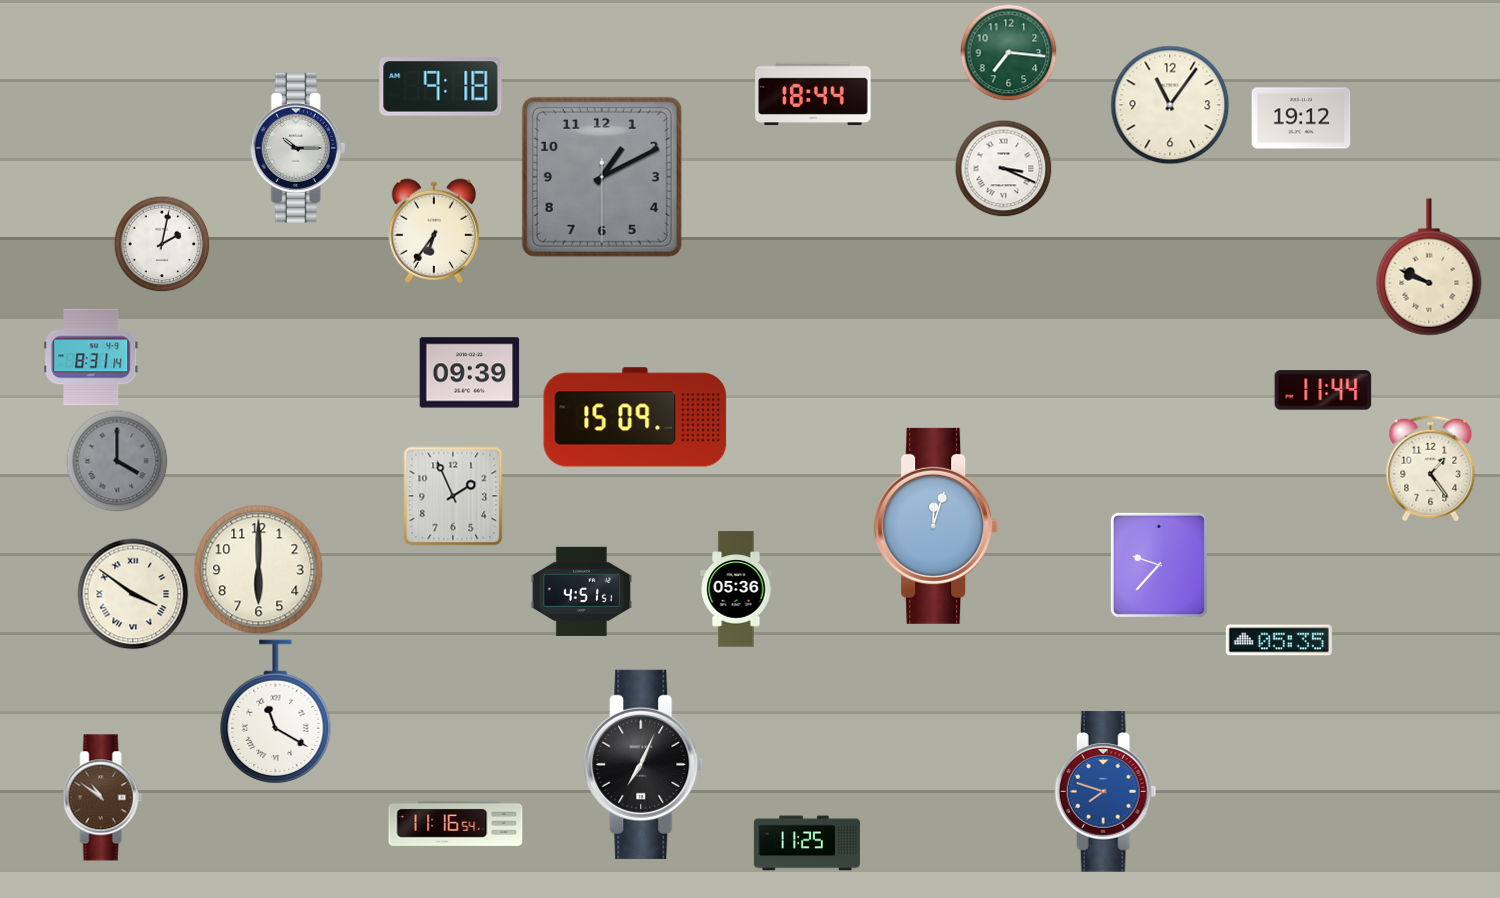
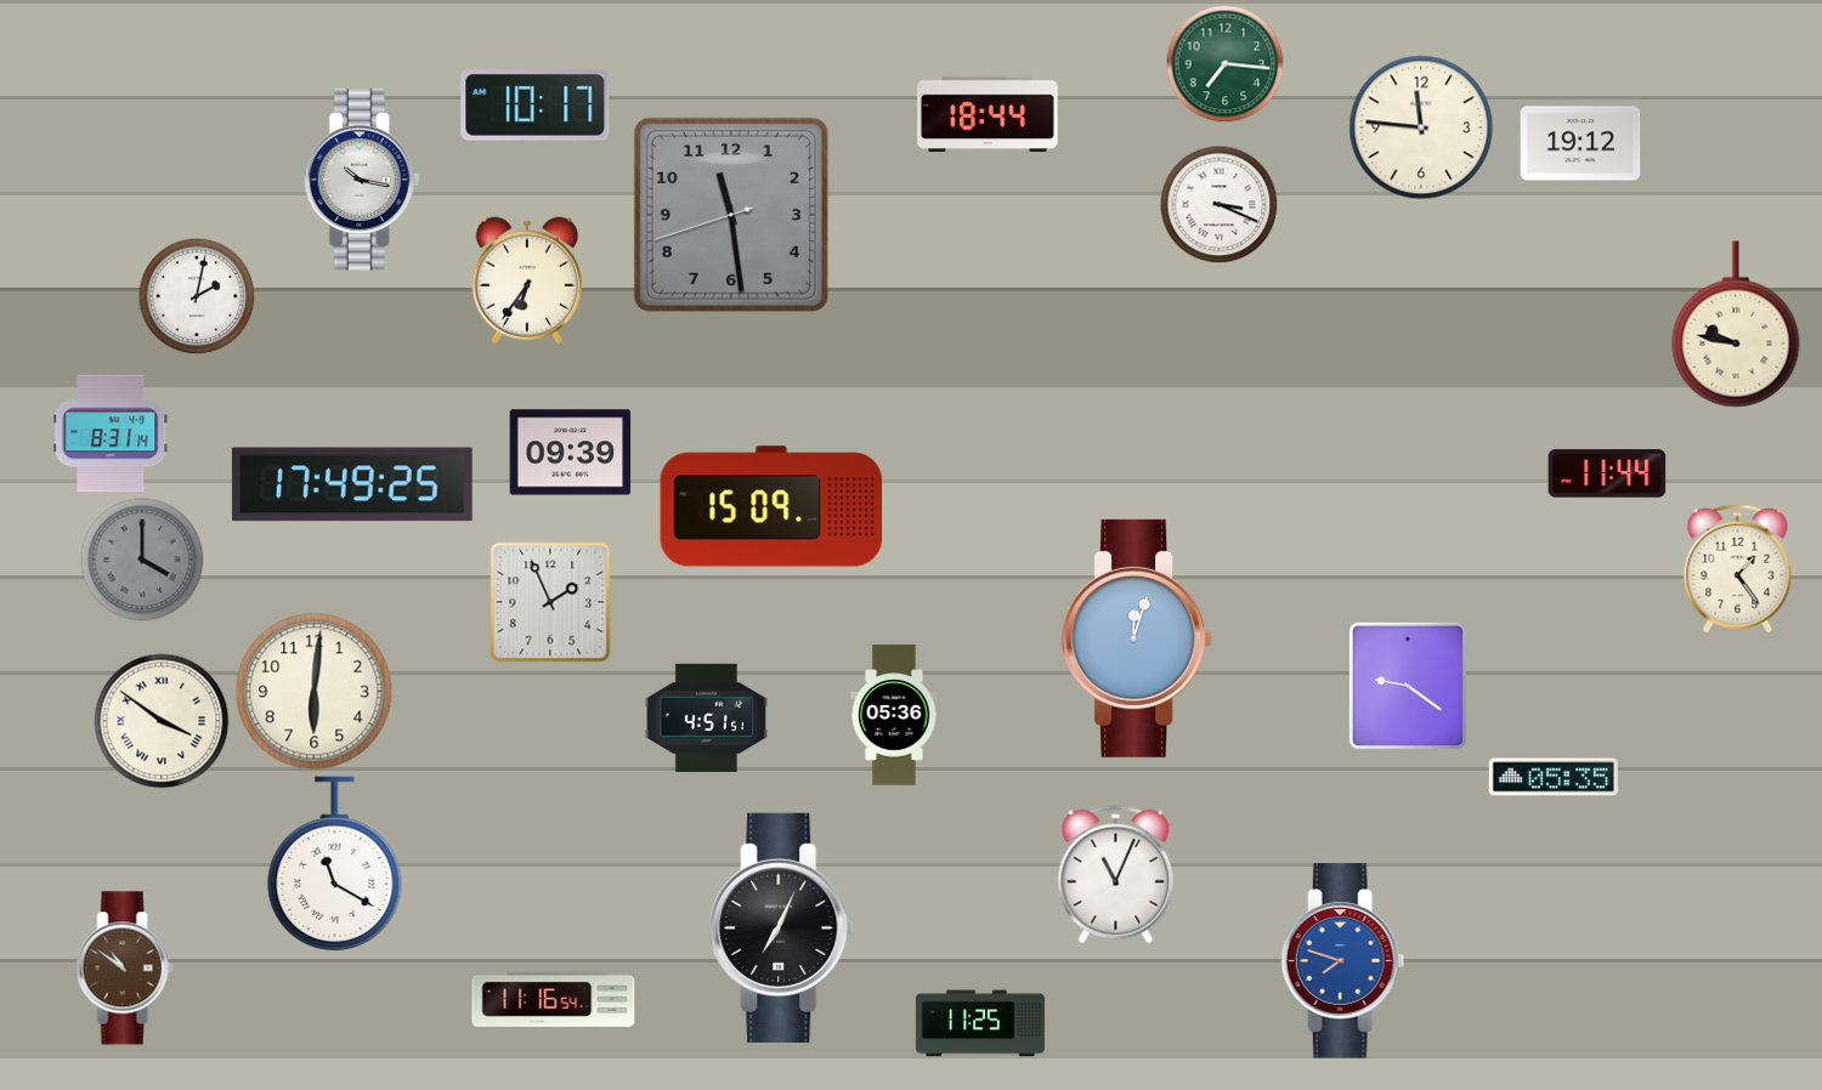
clock at (441, 87): 9:18 -> 10:17
clock at (1170, 105): 11:06 -> 11:46
clock at (298, 148): 10:15 -> 10:17
clock at (602, 177): 1:10 -> 11:28
clock at (1429, 267): 9:49 -> 9:47
clock at (352, 484): none -> 17:49
clock at (1159, 565): 9:37 -> 9:21
clock at (259, 570): 6:00 -> 6:01
clock at (1116, 875): none -> 11:04
